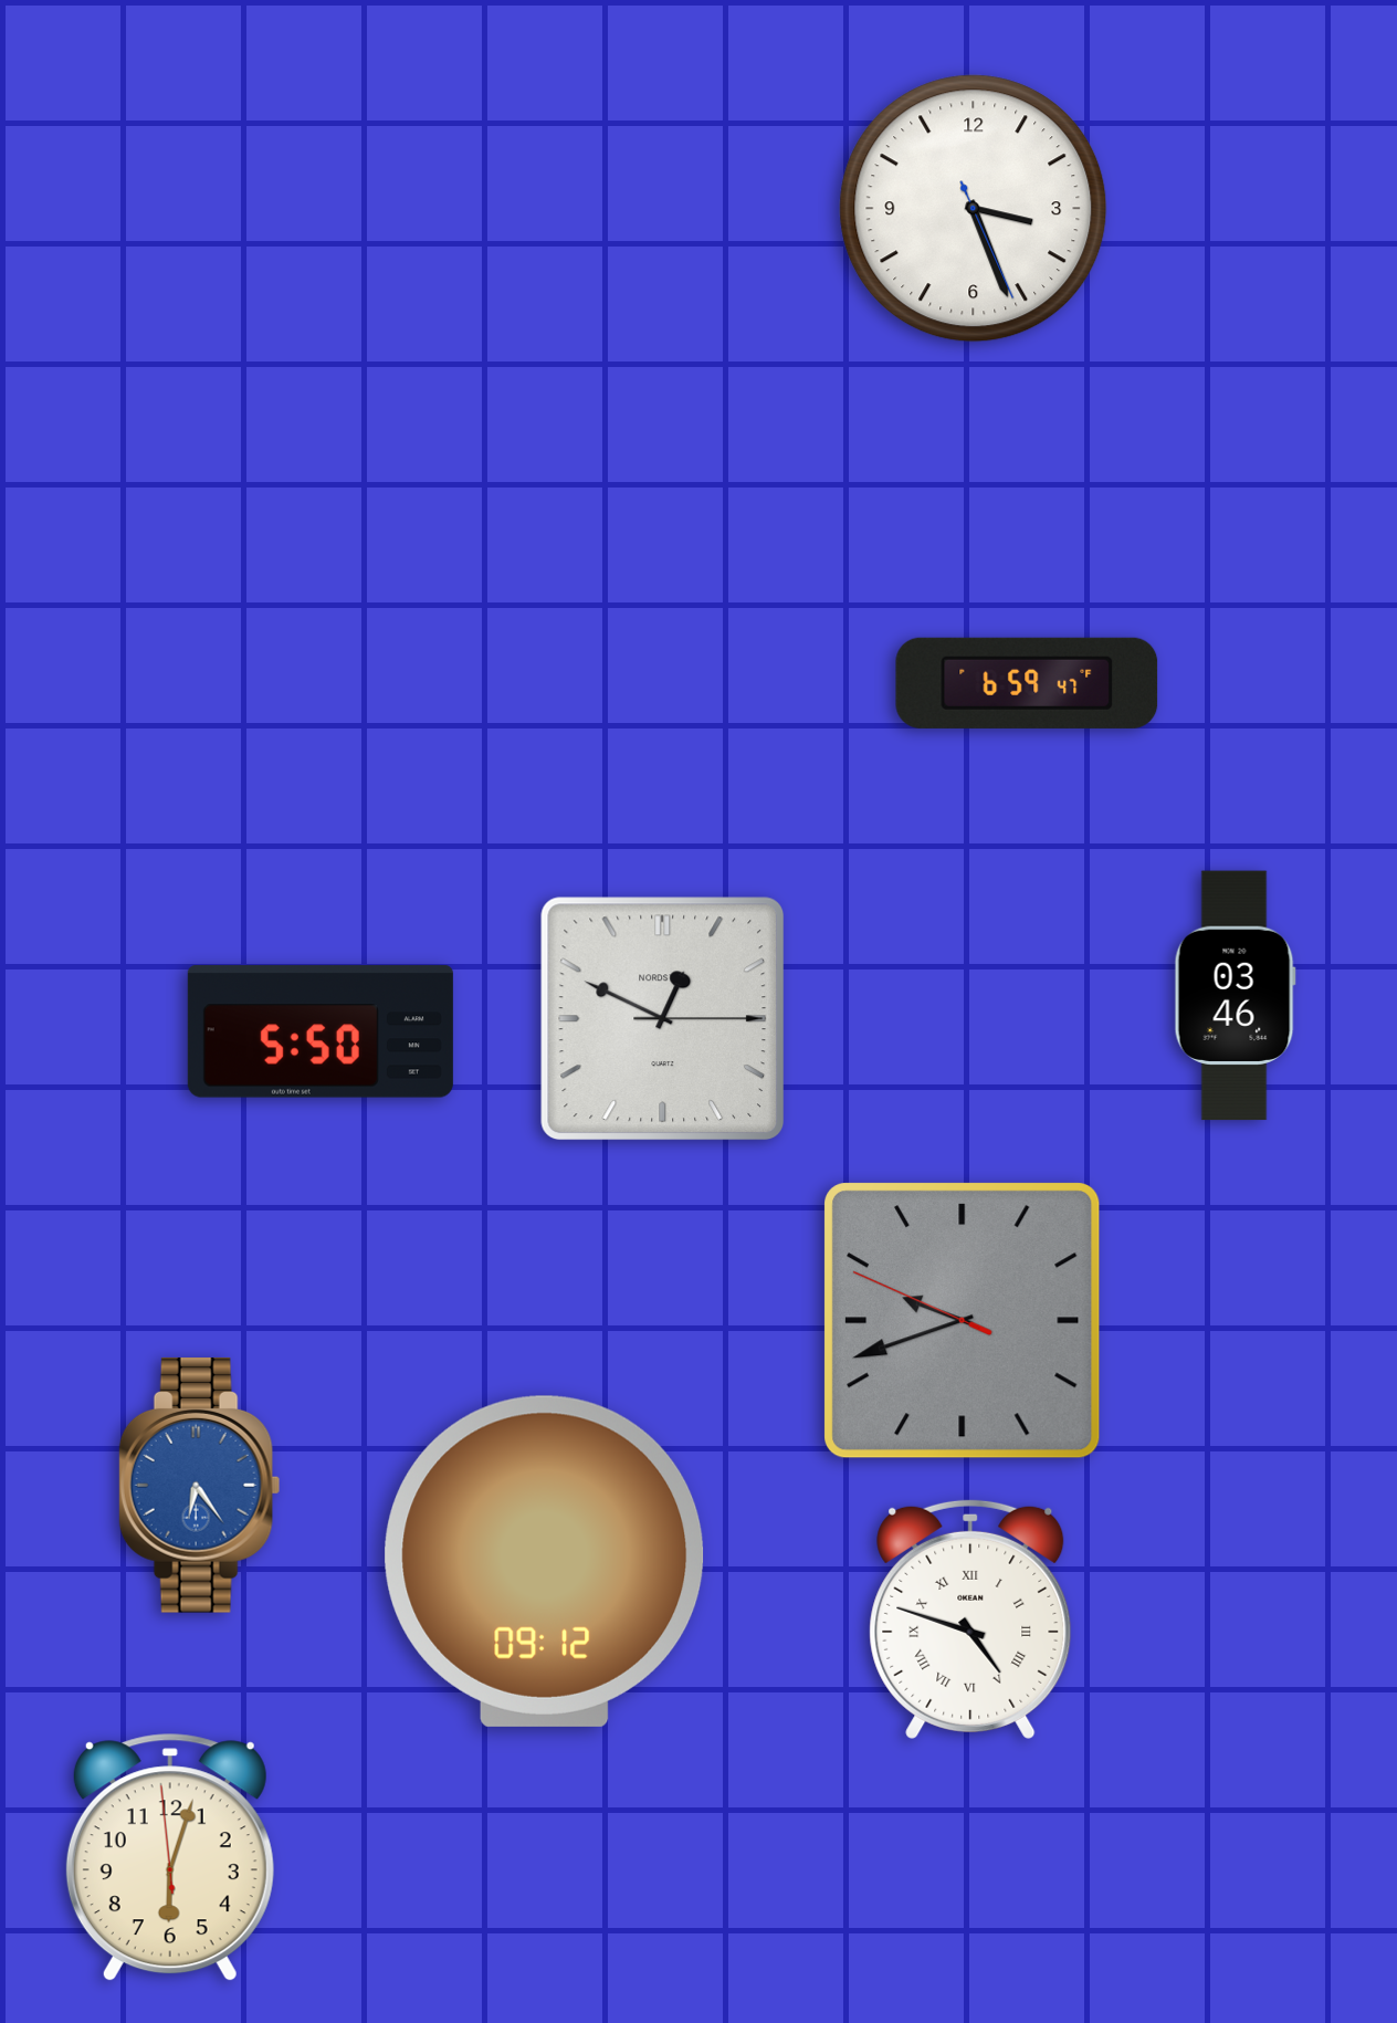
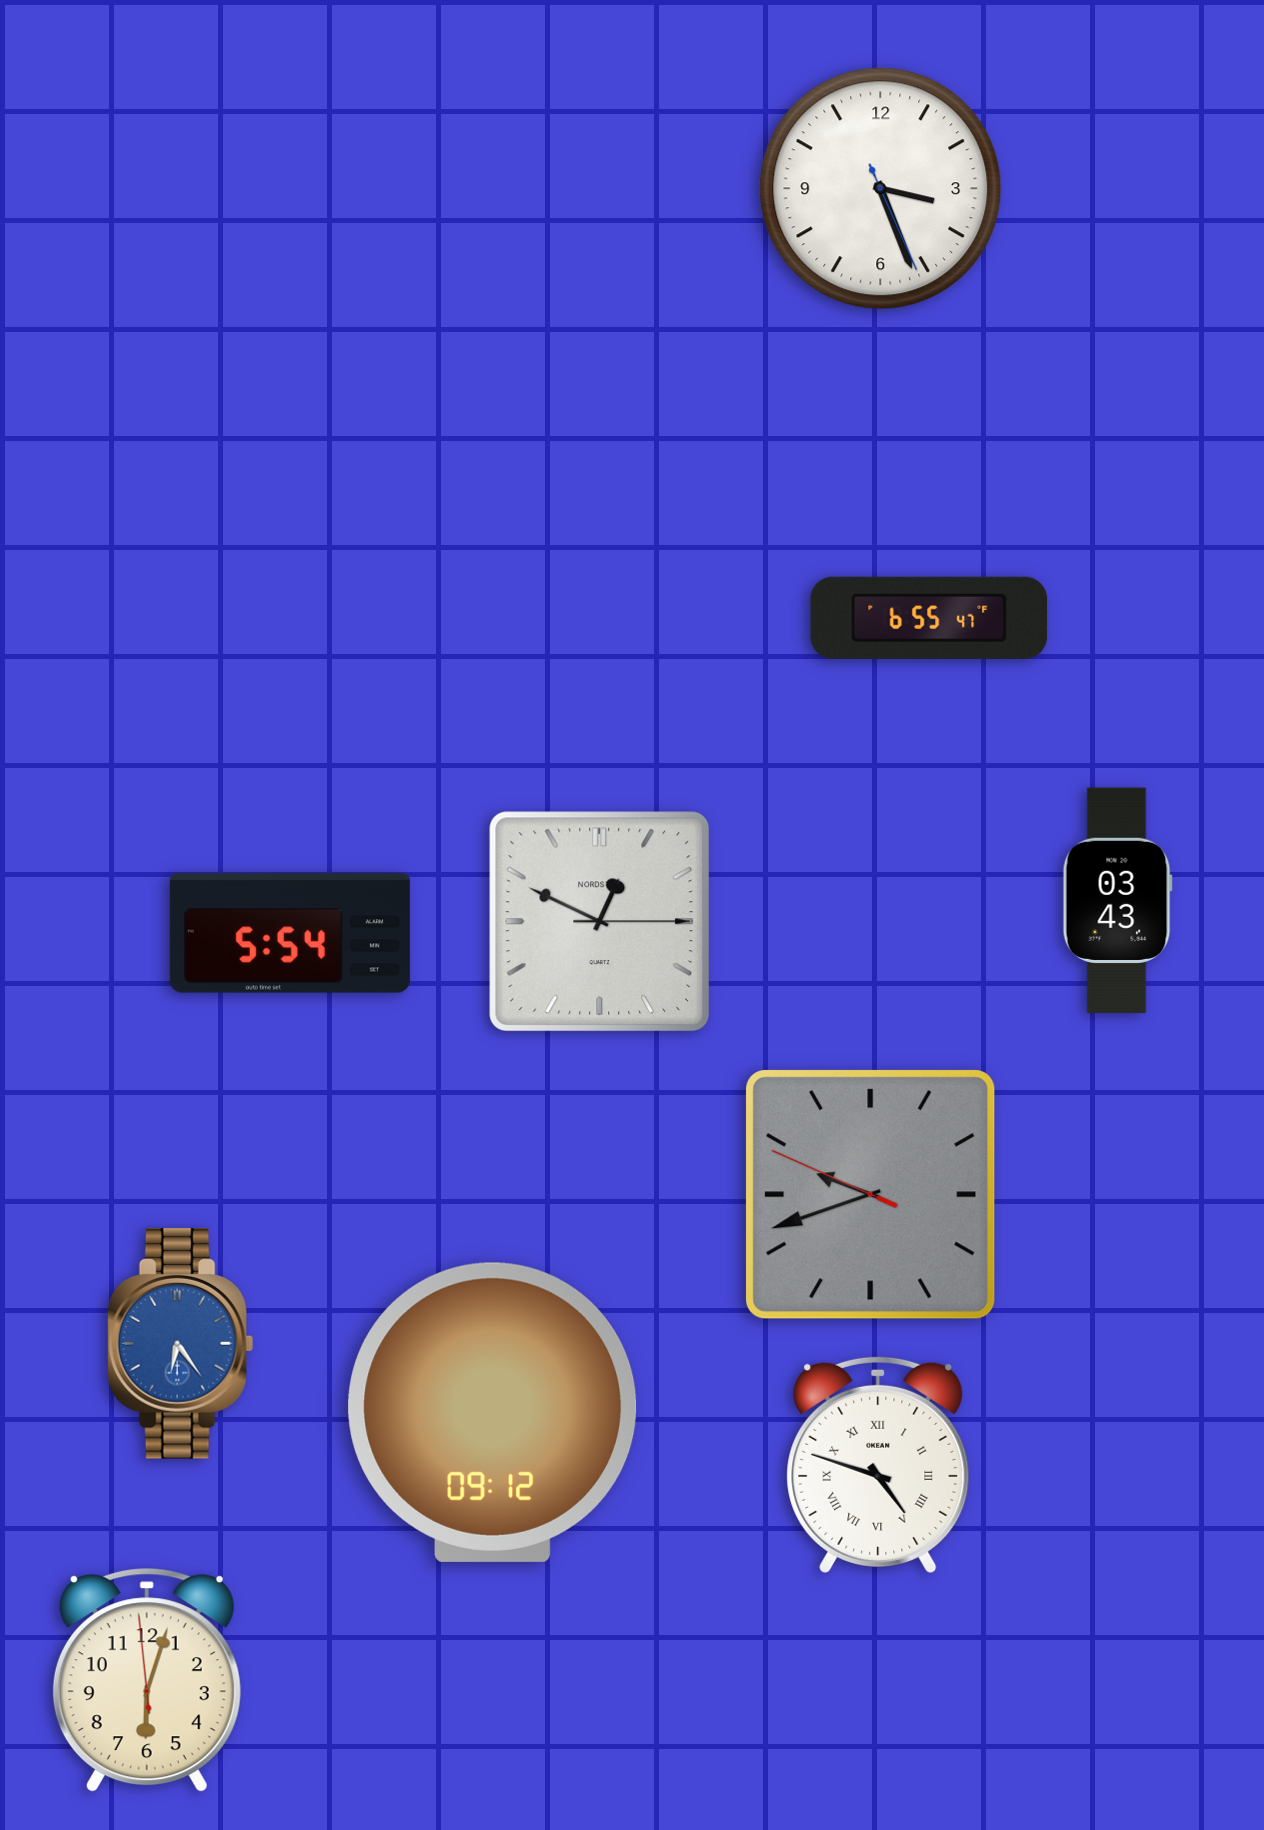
clock at (1027, 683): 6:59 -> 6:55
clock at (1235, 996): 03:46 -> 03:43
clock at (321, 1031): 5:50 -> 5:54
clock at (170, 1858) position: (170, 1858) -> (147, 1681)
